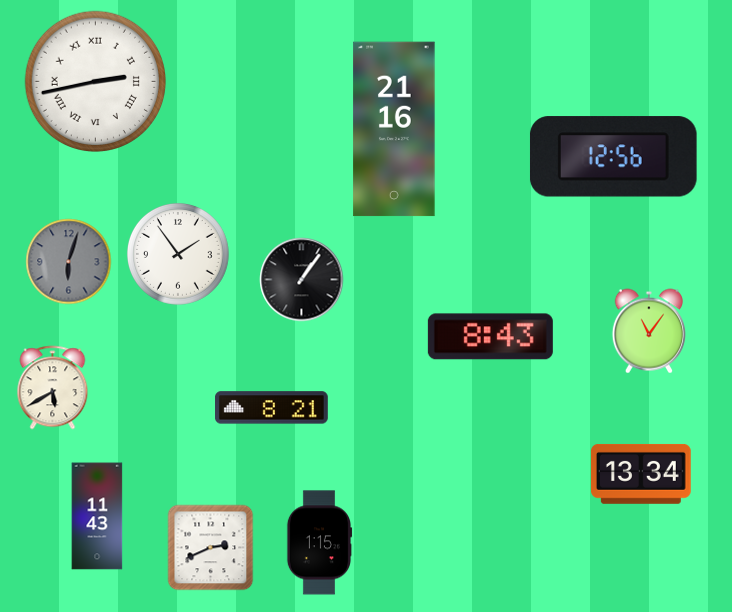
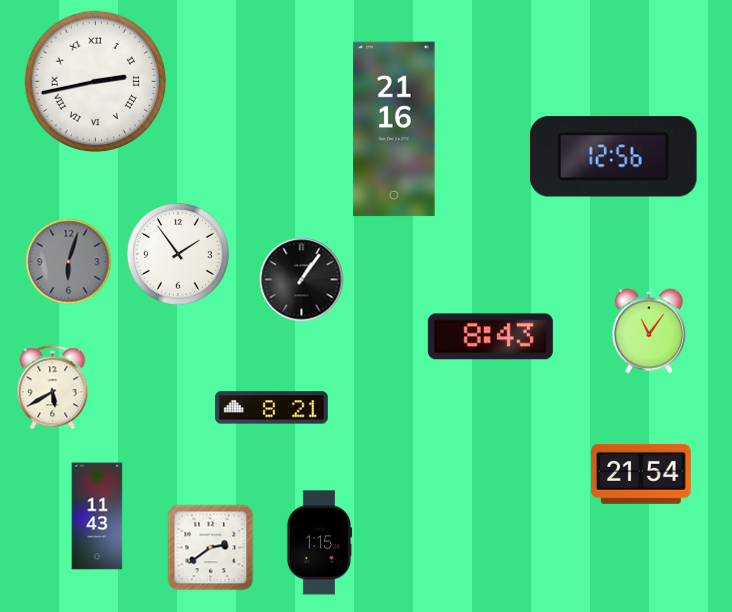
clock at (641, 474): 13:34 -> 21:54
clock at (211, 548): 2:41 -> 2:39
